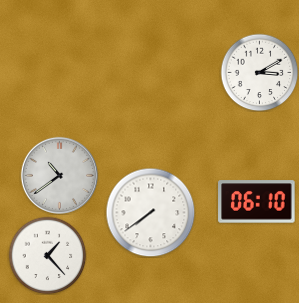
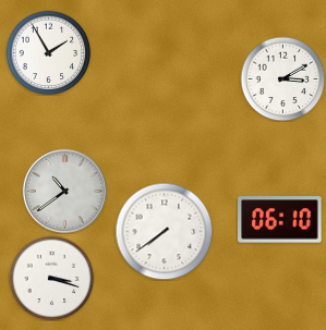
clock at (48, 52): none -> 1:55
clock at (47, 255): 1:23 -> 3:18
